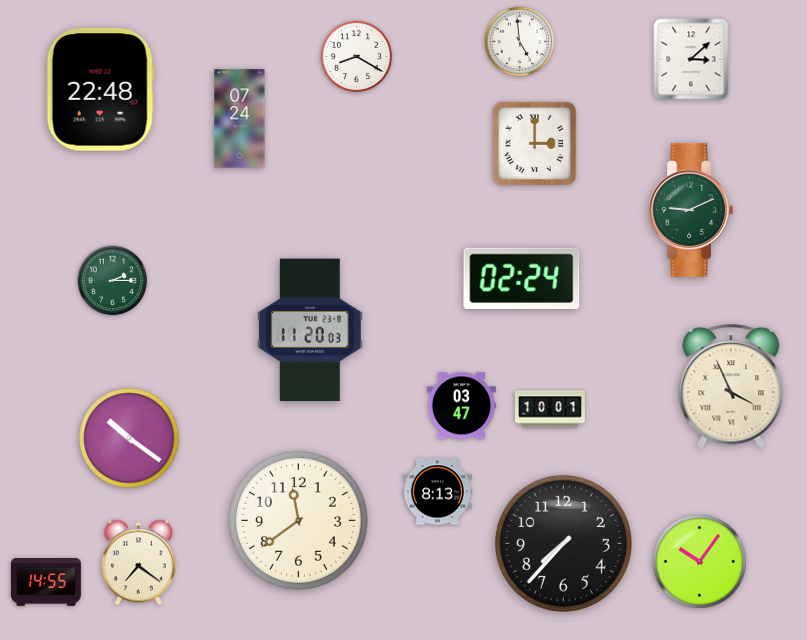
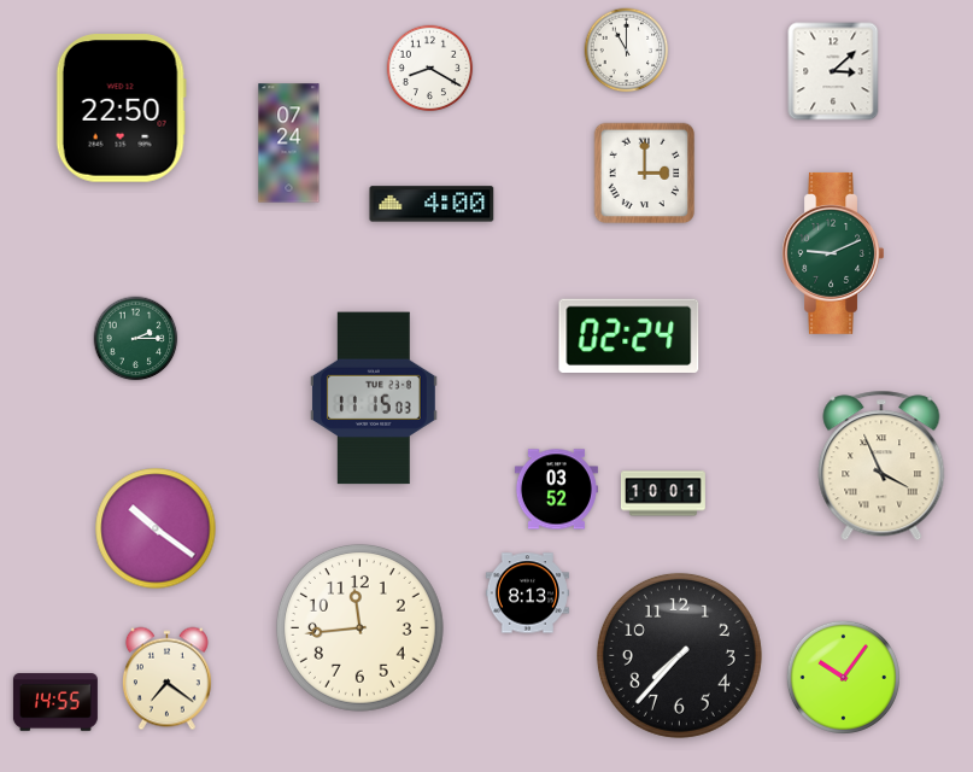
clock at (520, 42): 4:59 -> 11:00
clock at (100, 90): 22:48 -> 22:50
clock at (432, 204): none -> 4:00
clock at (310, 330): 11:20 -> 11:15
clock at (461, 406): 03:47 -> 03:52
clock at (298, 520): 11:39 -> 11:44
